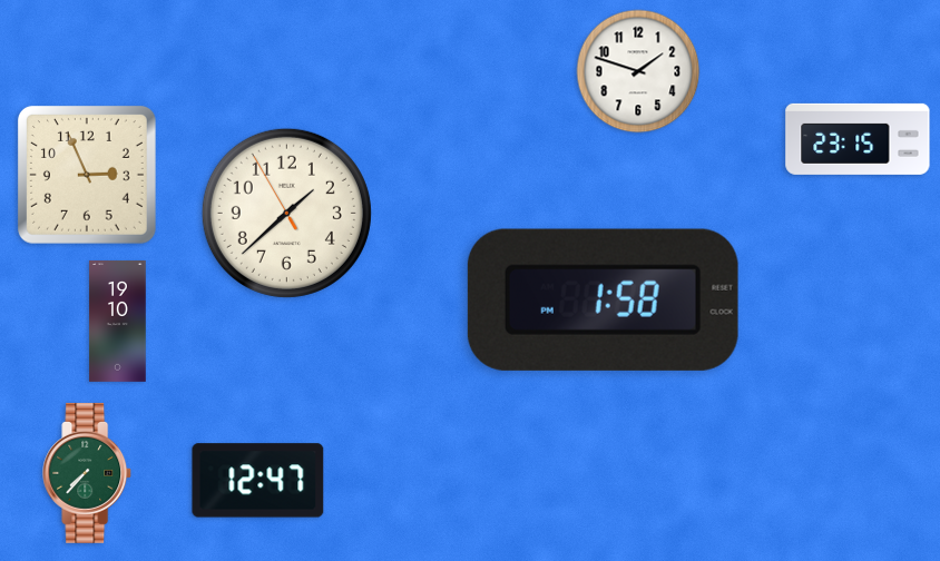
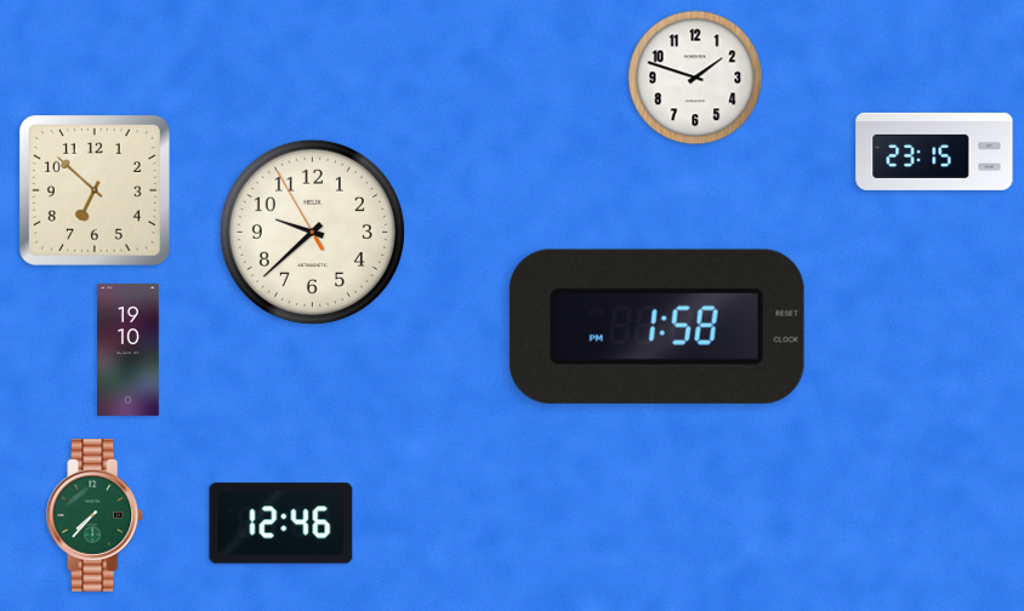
clock at (87, 175): 2:56 -> 6:52
clock at (286, 213): 1:37 -> 9:37
clock at (258, 481): 12:47 -> 12:46
